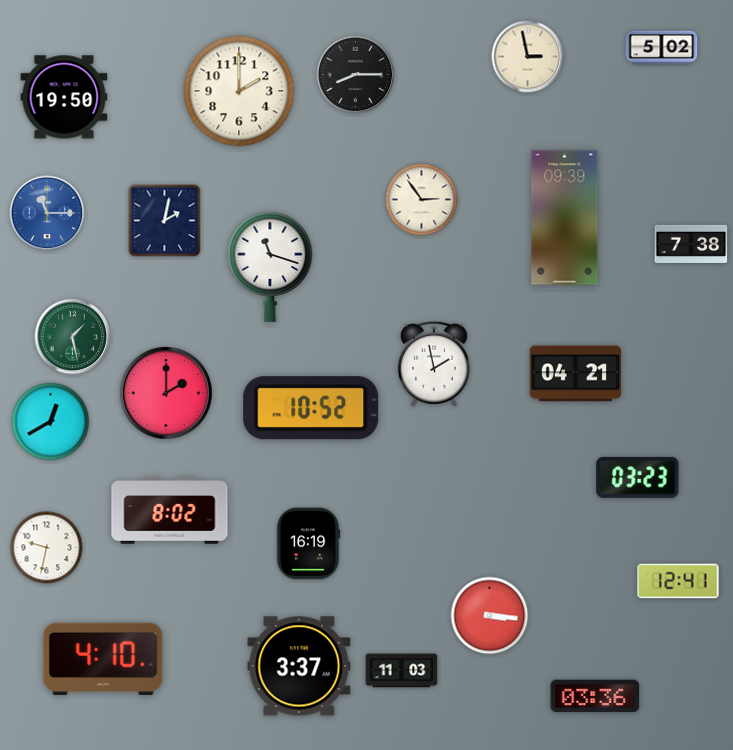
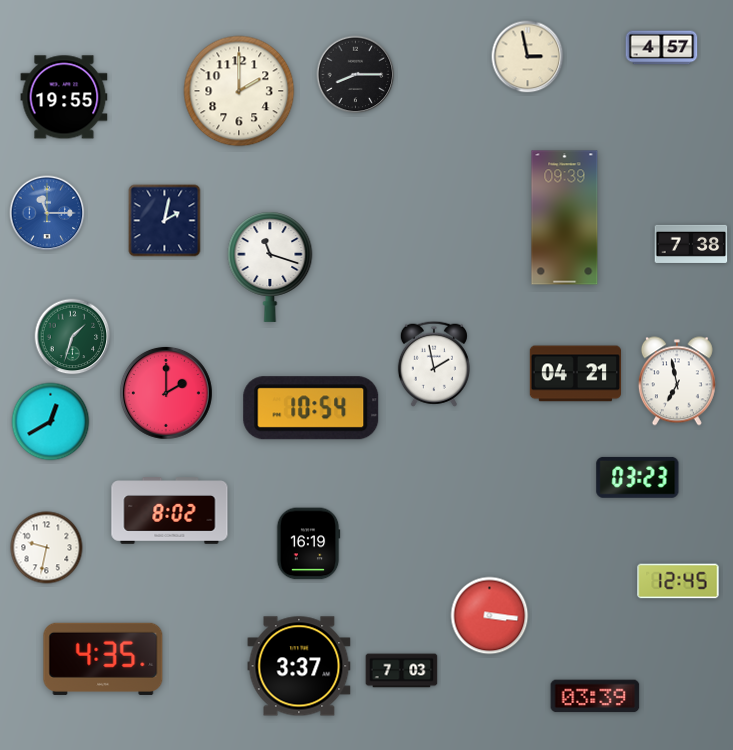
clock at (662, 48): 5:02 -> 4:57
clock at (64, 97): 19:50 -> 19:55
clock at (422, 200): 2:54 -> none
clock at (73, 337): 1:28 -> 1:33
clock at (677, 381): none -> 6:58
clock at (311, 408): 10:52 -> 10:54
clock at (678, 581): 12:41 -> 12:45
clock at (103, 659): 4:10 -> 4:35
clock at (402, 671): 11:03 -> 7:03
clock at (595, 696): 03:36 -> 03:39
